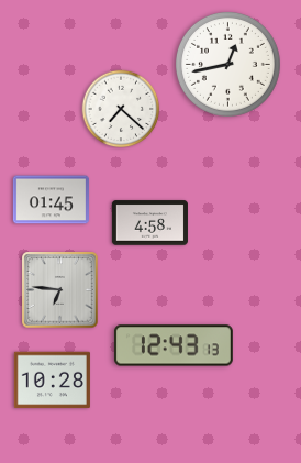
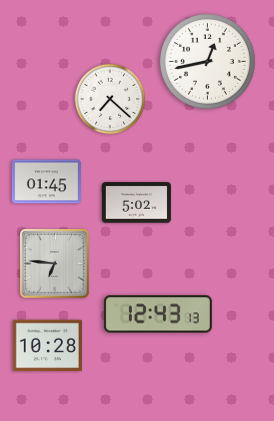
clock at (227, 64) position: (227, 64) -> (207, 61)
clock at (149, 223): 4:58 -> 5:02
